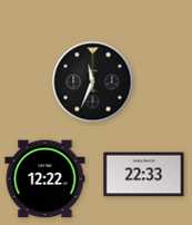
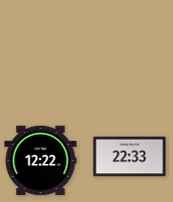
clock at (93, 82): 11:34 -> none
